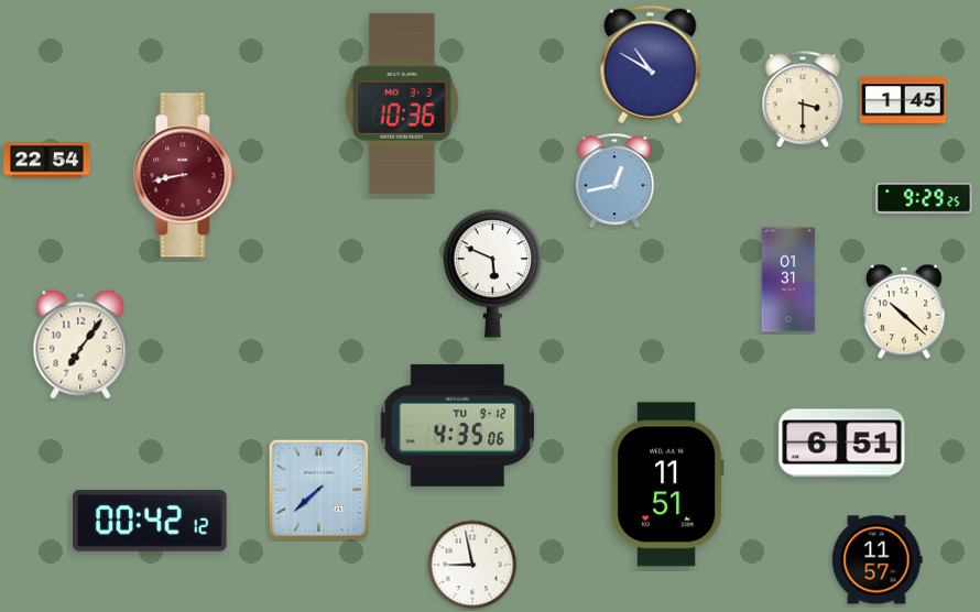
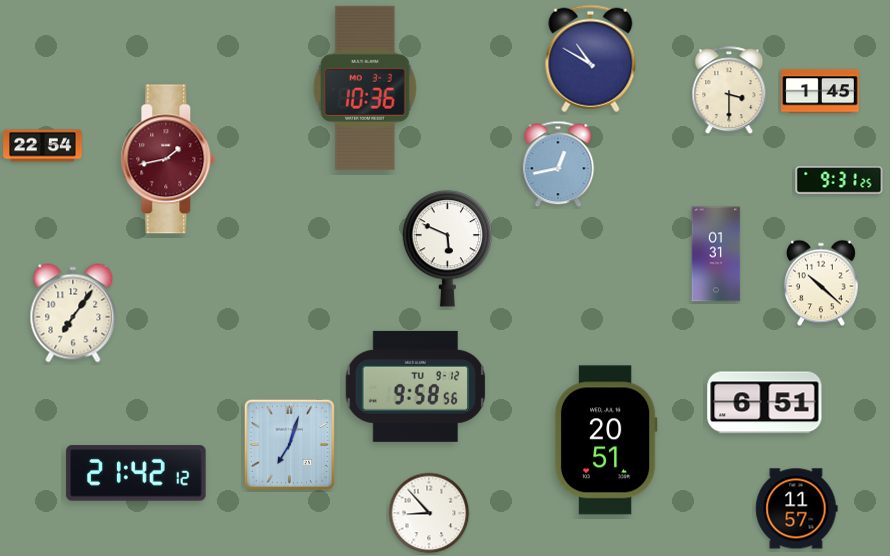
clock at (402, 103) position: (402, 103) -> (365, 88)
clock at (185, 175): 8:43 -> 1:43
clock at (924, 199): 9:29 -> 9:31
clock at (458, 425): 4:35 -> 9:58
clock at (667, 484): 11:51 -> 20:51
clock at (318, 489): 7:38 -> 7:03
clock at (150, 521): 00:42 -> 21:42
clock at (472, 565): 8:58 -> 8:53
